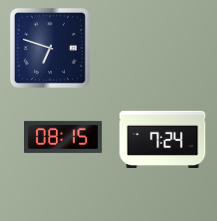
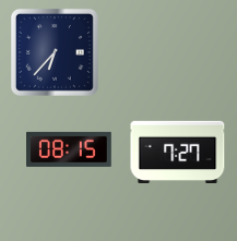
clock at (50, 48): 6:48 -> 6:37
clock at (163, 139): 7:24 -> 7:27
